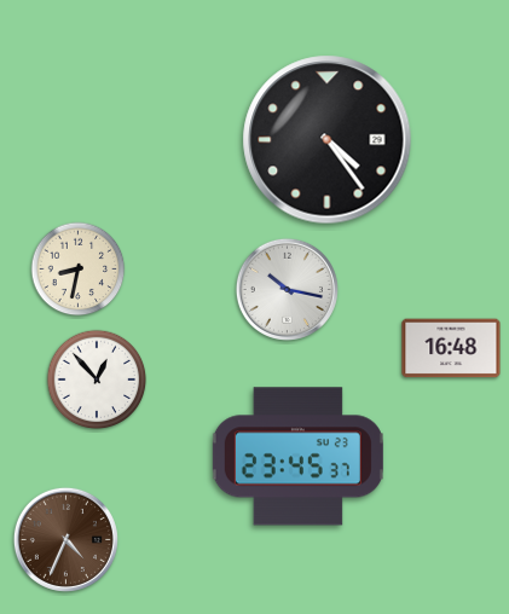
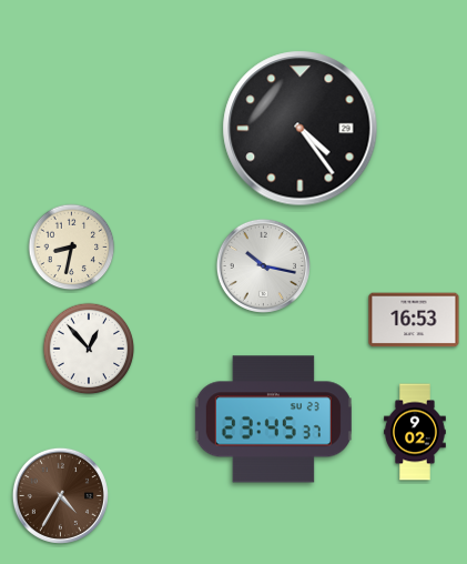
clock at (451, 348): 16:48 -> 16:53
clock at (415, 432): none -> 9:02
clock at (65, 539): 4:34 -> 4:35
